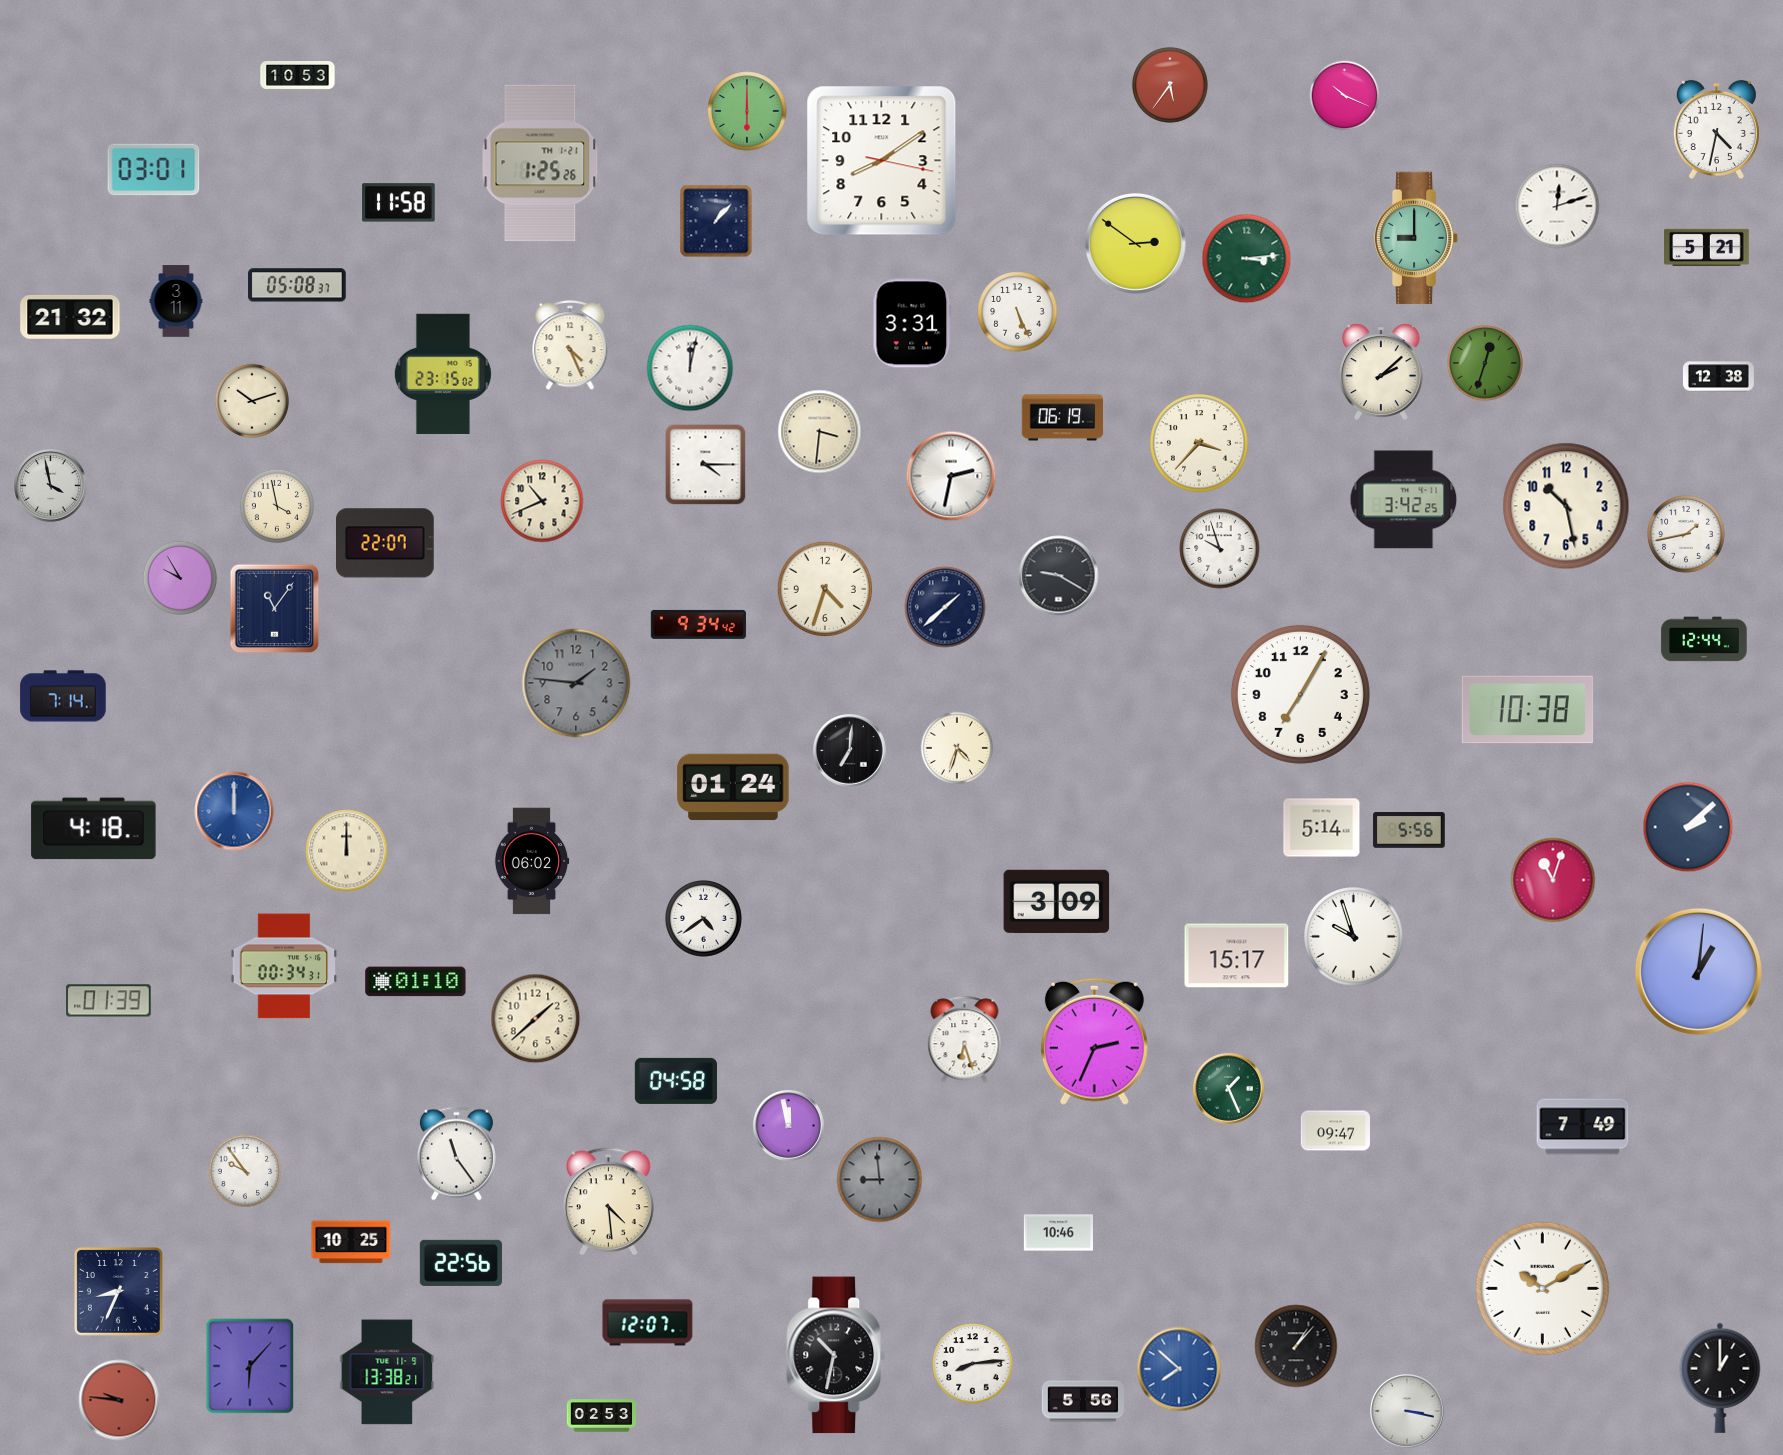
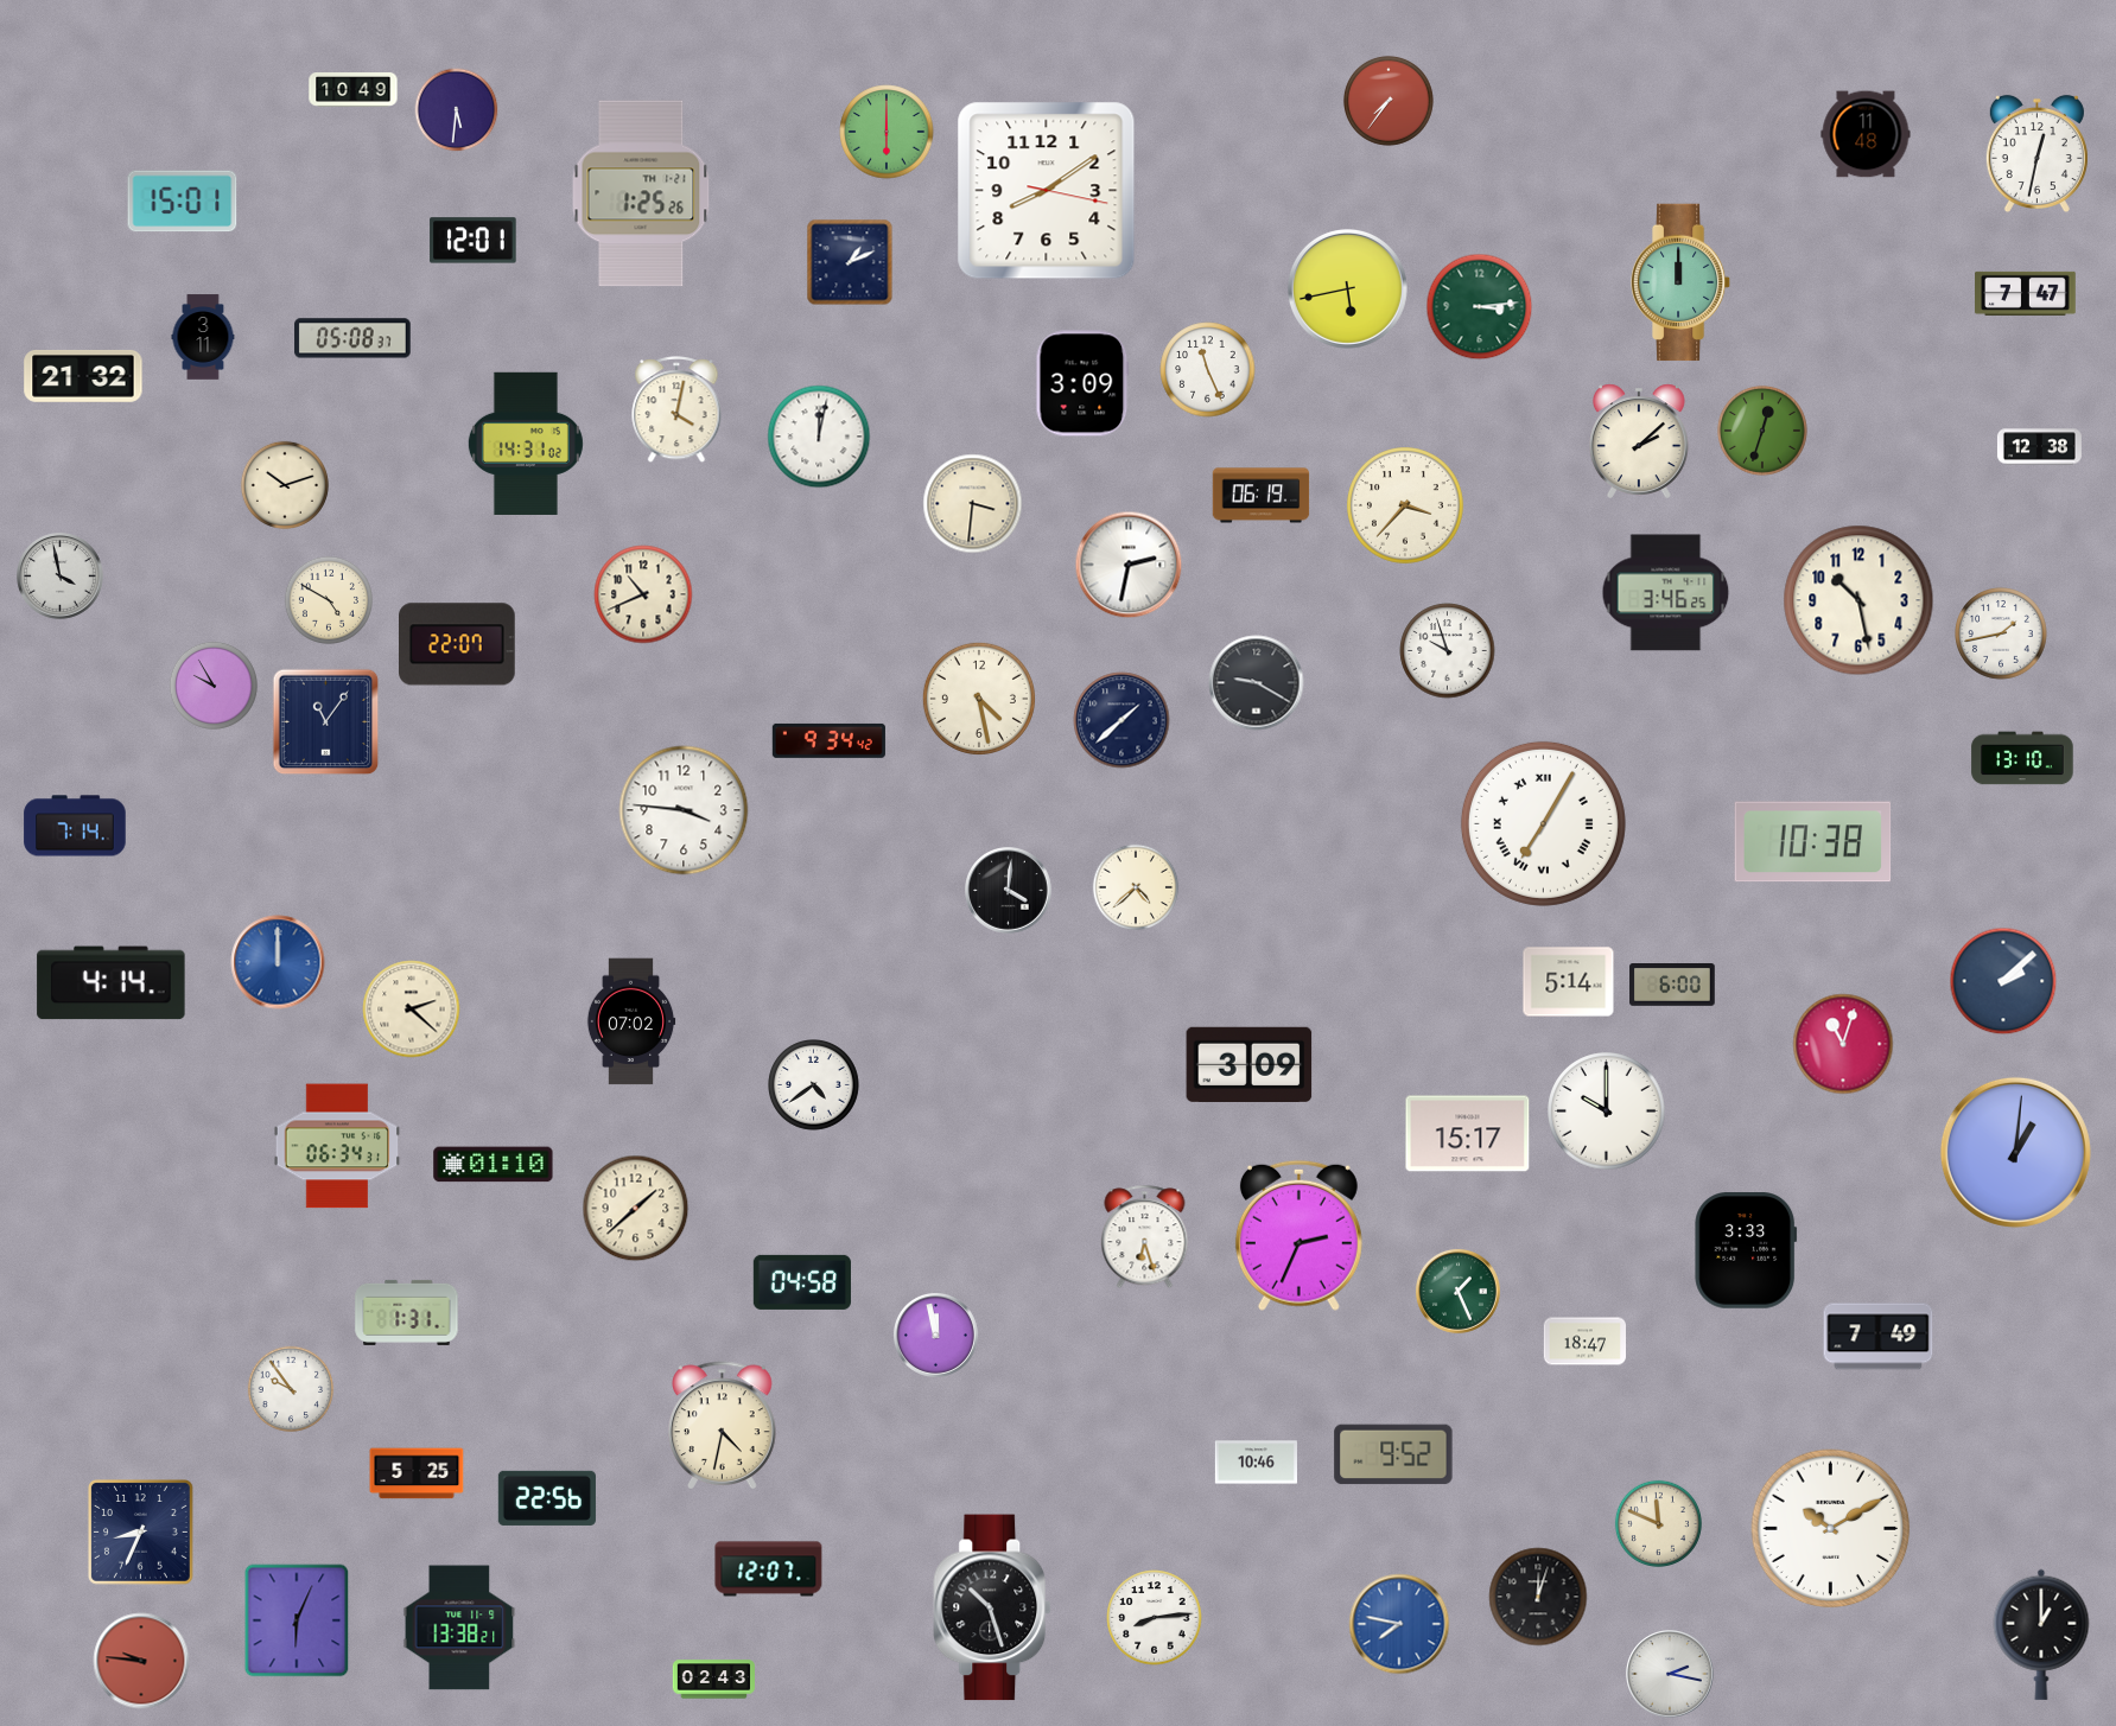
clock at (298, 76): 10:53 -> 10:49
clock at (1170, 85): 5:36 -> 7:36
clock at (457, 110): none -> 5:31
clock at (1345, 96): 10:19 -> none
clock at (1866, 134): none -> 11:48
clock at (1716, 129): 4:32 -> 12:32
clock at (154, 170): 03:01 -> 15:01
clock at (399, 203): 11:58 -> 12:01
clock at (1557, 206): 12:12 -> none
clock at (716, 221): 1:07 -> 1:11
clock at (1416, 238): 9:00 -> 12:00
clock at (1136, 244): 2:51 -> 5:43
clock at (1707, 247): 5:21 -> 7:47
clock at (176, 301) position: (176, 301) -> (203, 337)
clock at (1018, 312): 5:26 -> 11:26
clock at (912, 323): 3:31 -> 3:09
clock at (570, 346): 4:26 -> 4:02
clock at (443, 374): 23:15 -> 14:31
clock at (252, 401) position: (252, 401) -> (285, 485)
clock at (820, 432) position: (820, 432) -> (973, 504)
clock at (1200, 444) position: (1200, 444) -> (1406, 507)
clock at (706, 465): 4:15 -> none
clock at (1404, 500): 3:42 -> 3:46
clock at (277, 506): 3:58 -> 4:50
clock at (825, 589): 4:33 -> 4:28
clock at (1704, 639): 12:44 -> 13:10
clock at (576, 683): 1:46 -> 3:46
clock at (576, 683) dial: grey -> white
clock at (1300, 694) numerals: Arabic -> Roman
clock at (957, 748): 4:33 -> 4:38
clock at (850, 751): 7:01 -> 4:01
clock at (733, 787): 01:24 -> none
clock at (94, 829): 4:18 -> 4:14
clock at (1409, 831): 5:56 -> 6:00
clock at (347, 851): 12:00 -> 2:22
clock at (532, 861): 06:02 -> 07:02
clock at (1057, 901) position: (1057, 901) -> (1250, 1064)
clock at (704, 919) position: (704, 919) -> (814, 1085)
clock at (1354, 937): 9:57 -> 10:00
clock at (284, 966): 00:34 -> 06:34
clock at (109, 1001): 01:39 -> none
clock at (965, 1040) position: (965, 1040) -> (1145, 1237)
clock at (1746, 1251): none -> 3:33
clock at (407, 1312): none -> 1:31
clock at (1336, 1131): 09:47 -> 18:47
clock at (456, 1154): 11:24 -> none
clock at (880, 1180): 8:59 -> none
clock at (609, 1201): 4:29 -> 4:32
clock at (1393, 1454): none -> 9:52
clock at (351, 1242): 10:25 -> 5:25
clock at (1658, 1523): none -> 11:49
clock at (1296, 1346): 1:07 -> 12:03
clock at (837, 1355): 10:32 -> 10:27
clock at (250, 1366): 6:07 -> 6:04
clock at (1179, 1369): 7:52 -> 7:47
clock at (1082, 1401): 5:56 -> none
clock at (1407, 1411): 3:17 -> 2:17
clock at (601, 1416): 02:53 -> 02:43
